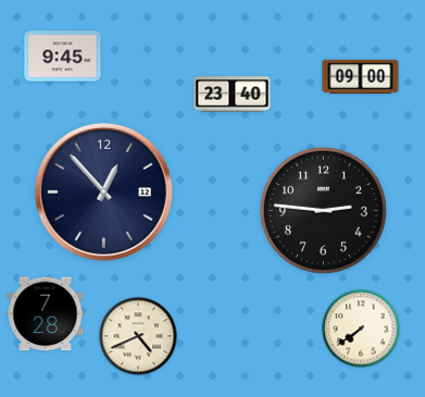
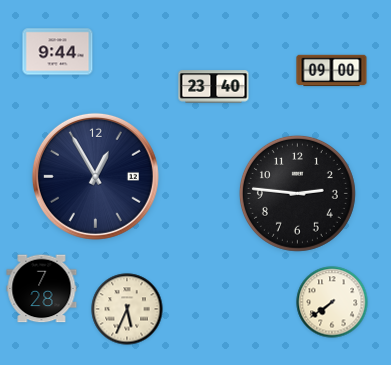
clock at (63, 57): 9:45 -> 9:44
clock at (103, 191): 12:53 -> 12:55
clock at (138, 336): 4:41 -> 5:34
